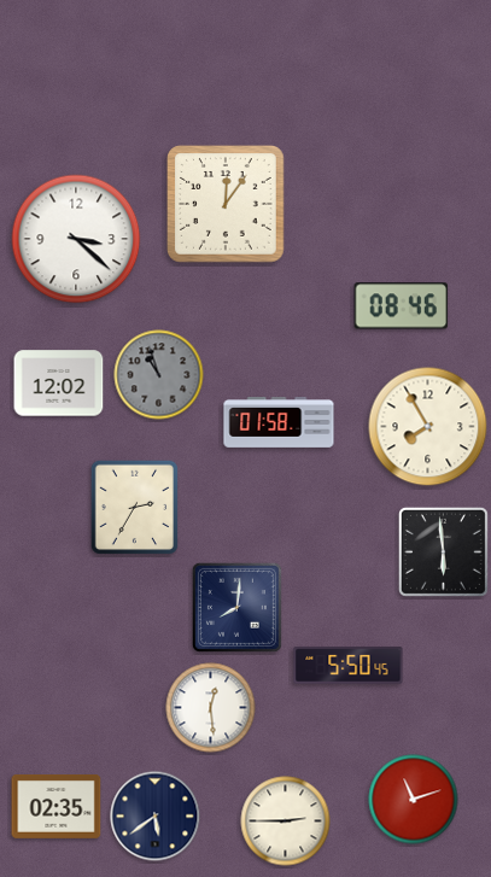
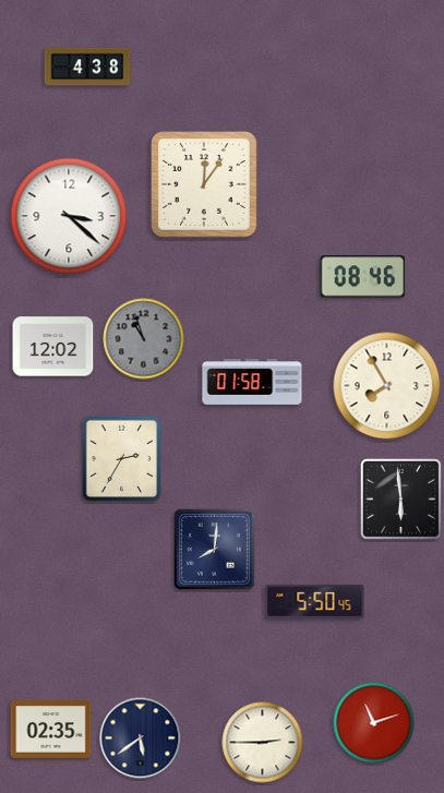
clock at (87, 67): none -> 4:38
clock at (211, 708): 12:29 -> none
clock at (286, 822) position: (286, 822) -> (263, 743)
